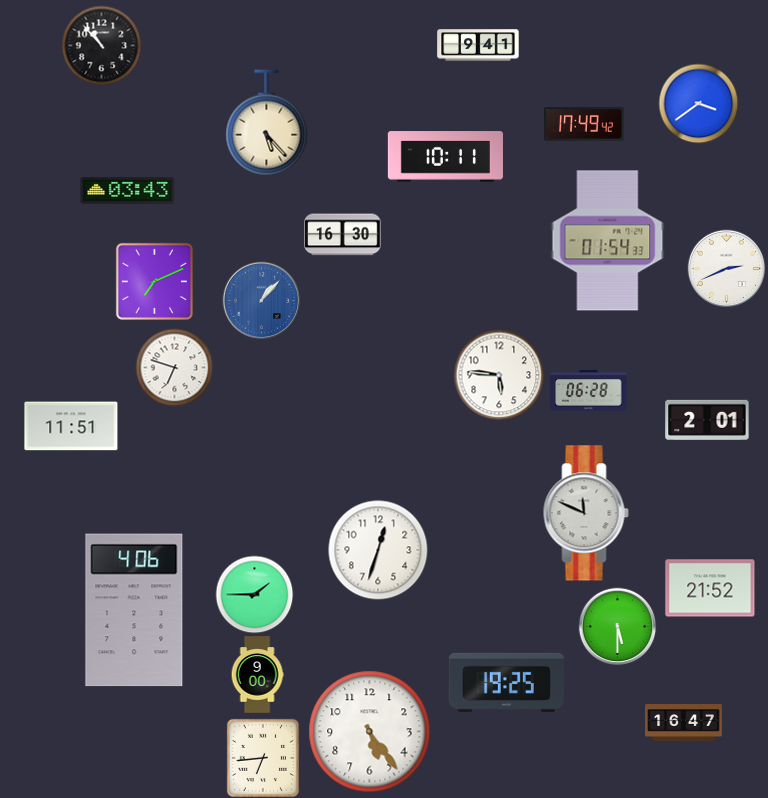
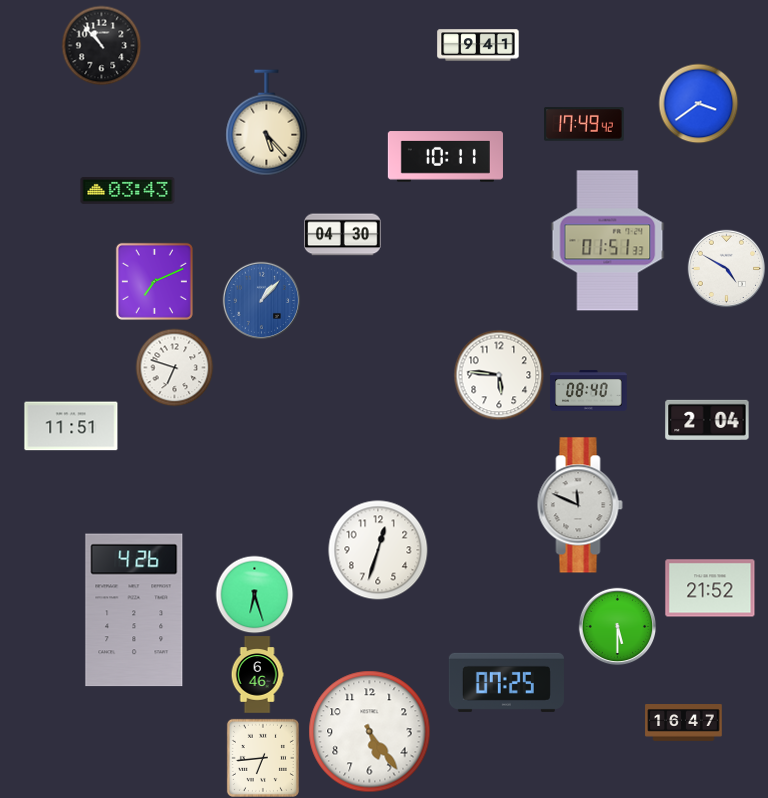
clock at (343, 235): 16:30 -> 04:30
clock at (608, 241): 01:54 -> 01:51
clock at (726, 268): 2:41 -> 4:50
clock at (589, 391): 06:28 -> 08:40
clock at (707, 420): 2:01 -> 2:04
clock at (586, 513) position: (586, 513) -> (580, 505)
clock at (254, 594): 1:45 -> 6:27
clock at (134, 610): 4:06 -> 4:26
clock at (257, 675): 9:00 -> 6:46
clock at (506, 682): 19:25 -> 07:25
